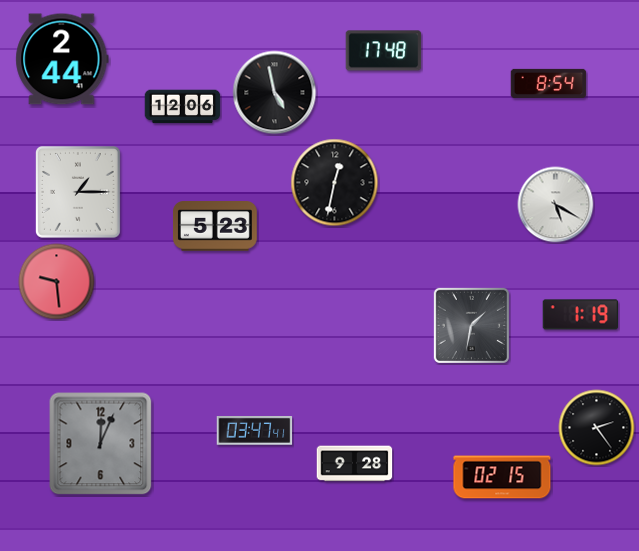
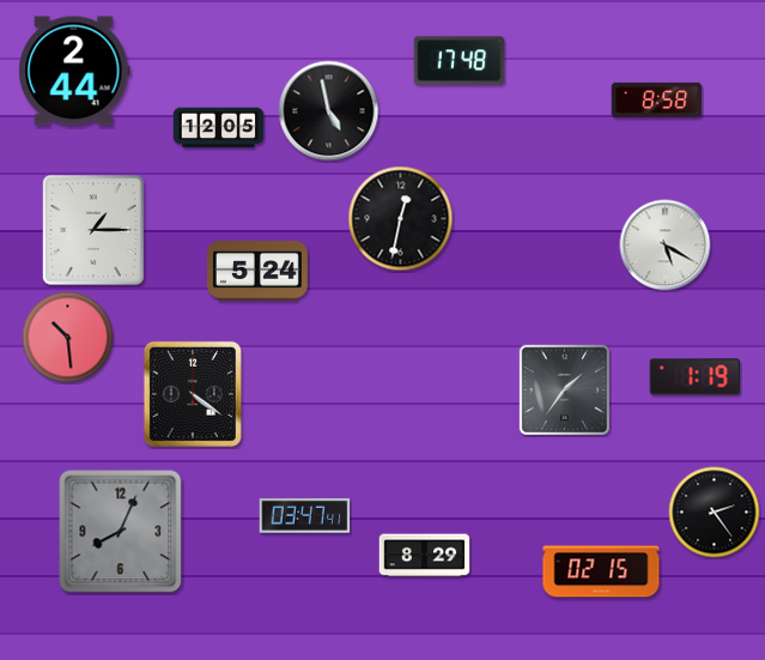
clock at (549, 83): 8:54 -> 8:58
clock at (183, 107): 12:06 -> 12:05
clock at (216, 227): 5:23 -> 5:24
clock at (57, 282): 9:29 -> 10:29
clock at (471, 325): 1:32 -> 1:36
clock at (193, 394): none -> 4:21
clock at (101, 444): 12:04 -> 8:04
clock at (355, 464): 9:28 -> 8:29
